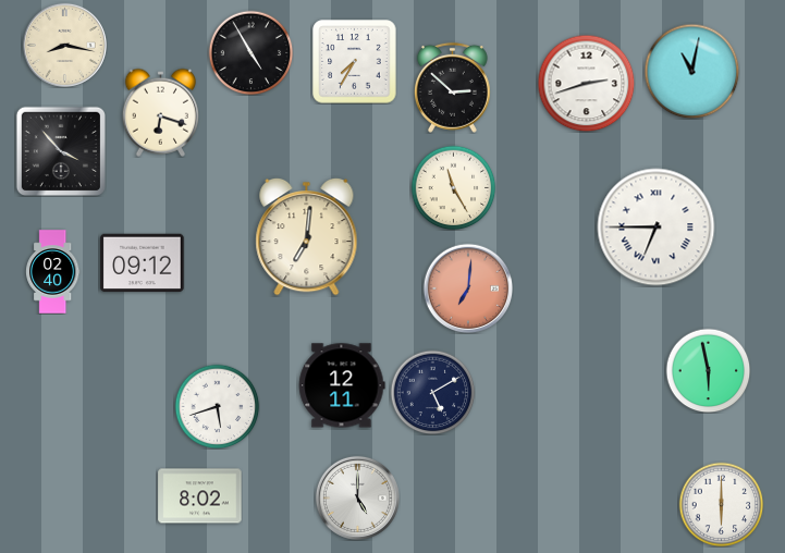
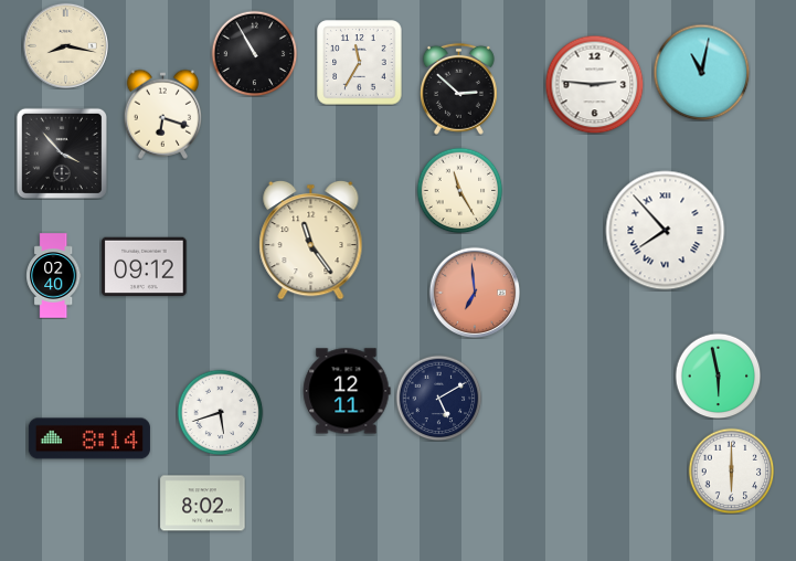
clock at (250, 52): 4:55 -> 10:55
clock at (355, 62): 7:35 -> 11:35
clock at (586, 83): 2:42 -> 2:46
clock at (657, 228): 6:45 -> 7:53
clock at (307, 236): 7:01 -> 11:24
clock at (468, 288): 7:01 -> 6:59
clock at (89, 438): none -> 8:14
clock at (357, 497): 5:00 -> none
clock at (721, 504) position: (721, 504) -> (731, 470)
